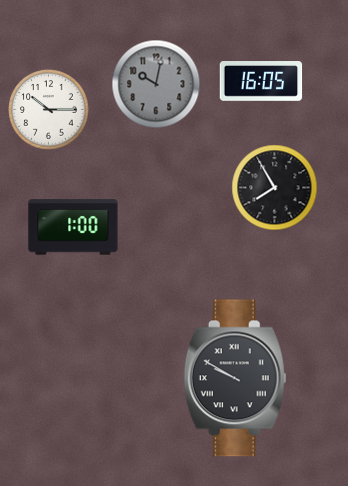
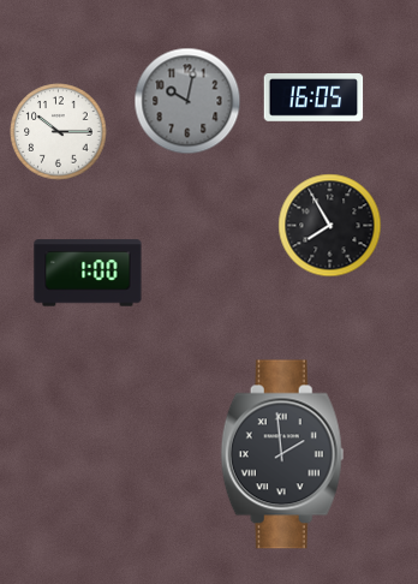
clock at (235, 378): 9:50 -> 1:59
